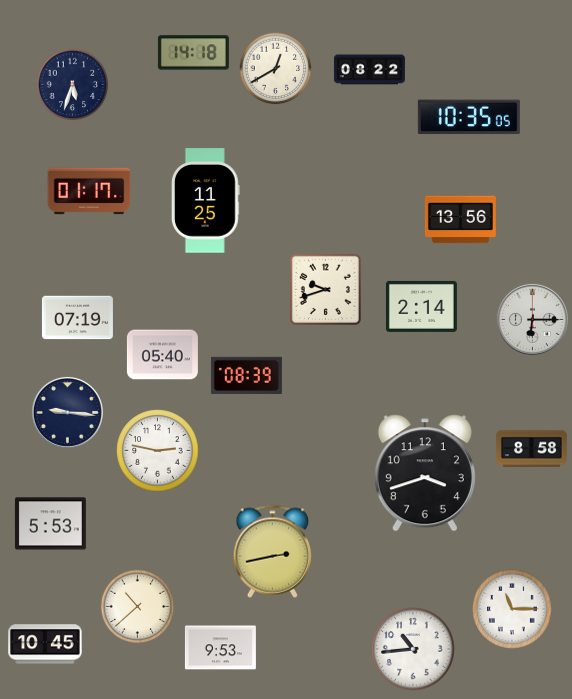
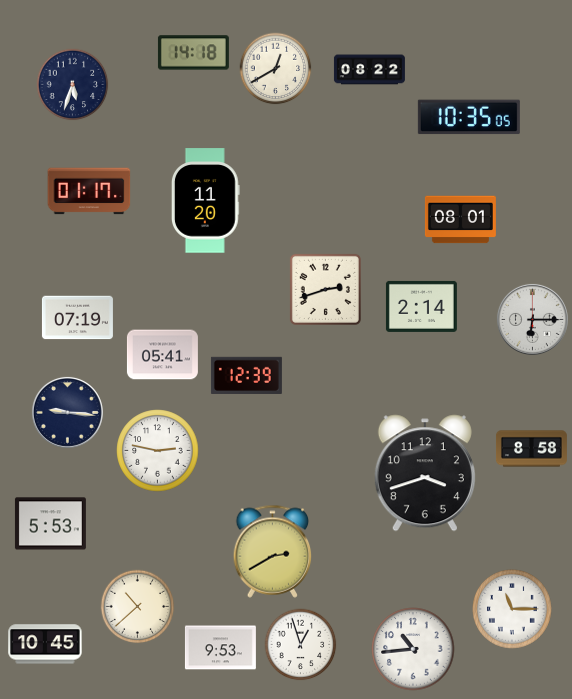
clock at (205, 201): 11:25 -> 11:20
clock at (460, 220): 13:56 -> 08:01
clock at (325, 289): 9:42 -> 2:42
clock at (162, 355): 05:40 -> 05:41
clock at (246, 375): 08:39 -> 12:39
clock at (273, 551): 2:43 -> 2:40
clock at (301, 645): none -> 12:57
